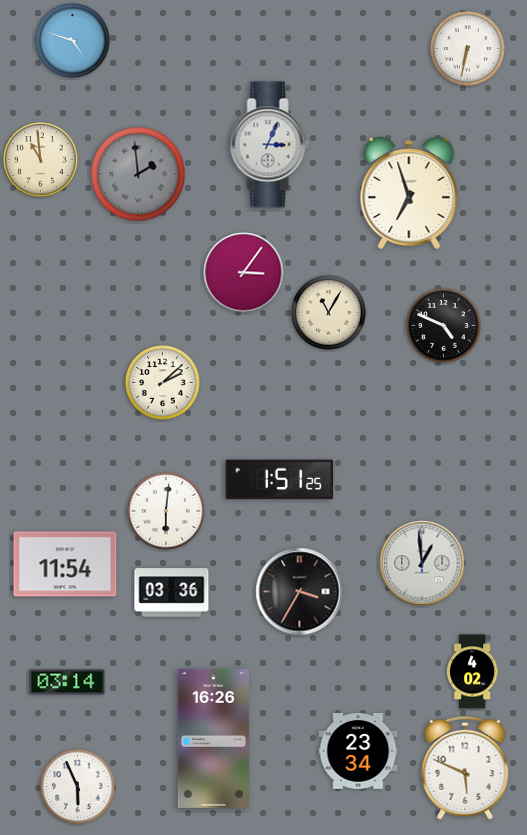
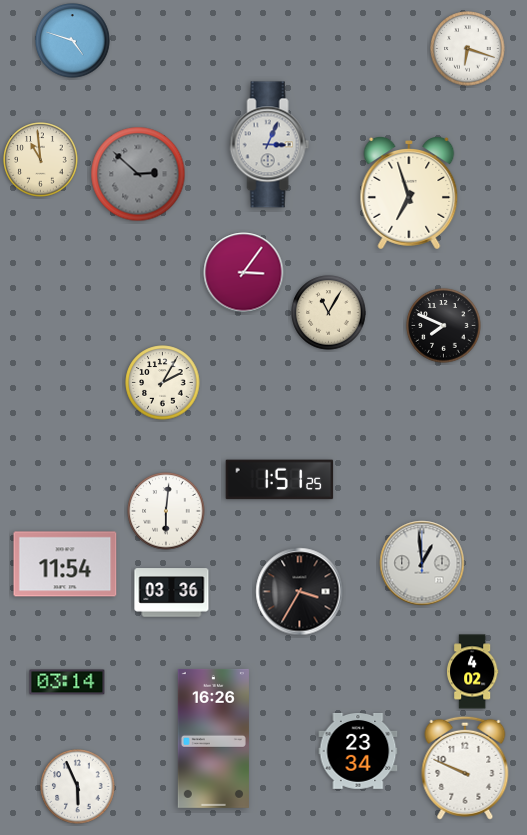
clock at (468, 49): 6:32 -> 6:18
clock at (138, 174): 1:59 -> 2:52
clock at (444, 326): 4:49 -> 7:49
clock at (163, 383): 2:08 -> 2:05
clock at (465, 768): 5:49 -> 9:49
